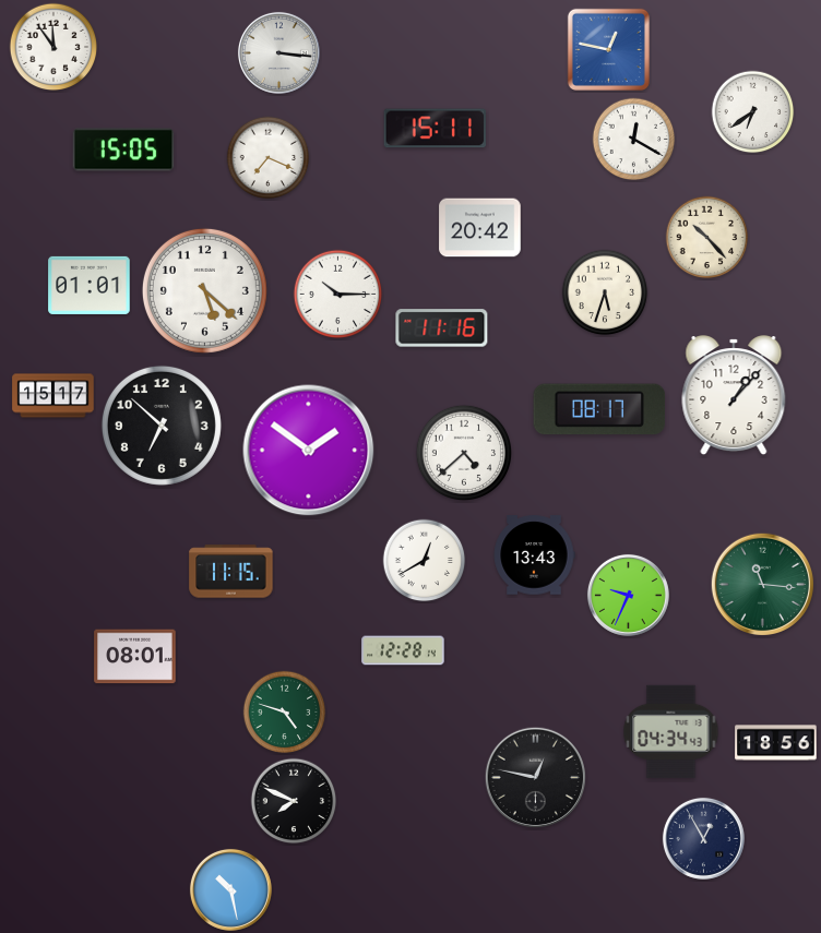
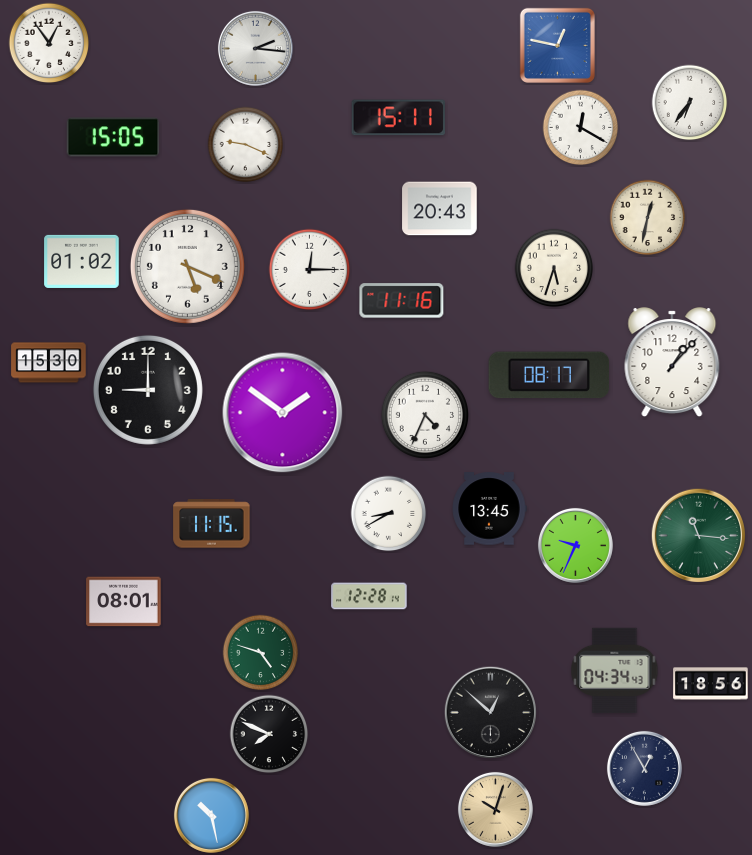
clock at (53, 47): 11:54 -> 12:54
clock at (278, 52): 3:16 -> 2:16
clock at (753, 112): 6:39 -> 6:36
clock at (269, 158): 7:19 -> 9:19
clock at (480, 228): 20:42 -> 20:43
clock at (707, 238): 10:23 -> 12:32
clock at (90, 285): 01:01 -> 01:02
clock at (204, 290): 5:22 -> 5:19
clock at (338, 295): 10:15 -> 12:15
clock at (442, 328) position: (442, 328) -> (402, 301)
clock at (53, 396): 15:17 -> 15:30
clock at (162, 426): 6:52 -> 9:00
clock at (463, 452): 4:38 -> 4:34
clock at (534, 555): 13:43 -> 13:45
clock at (425, 561): 12:40 -> 8:40
clock at (776, 743) position: (776, 743) -> (711, 684)
clock at (535, 777): 12:47 -> 12:52
clock at (495, 809): none -> 10:03
